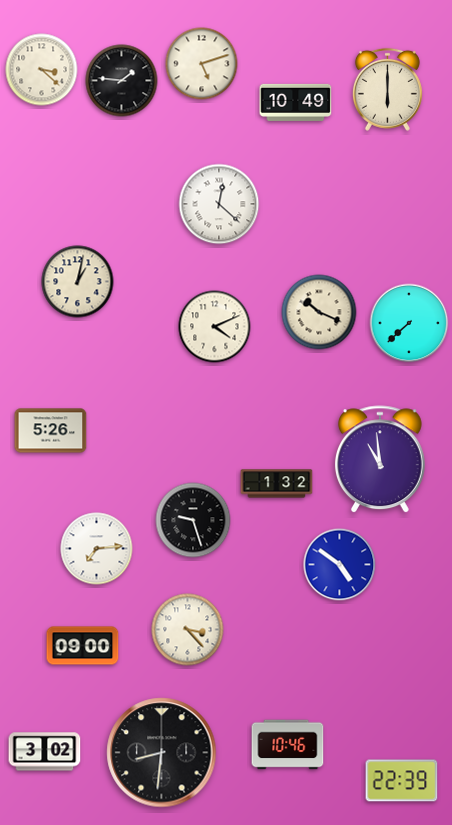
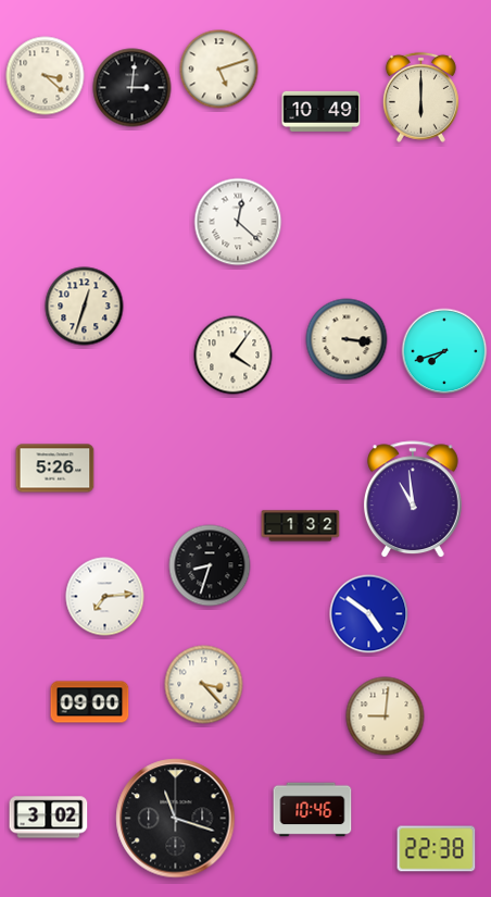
clock at (122, 81): 1:46 -> 3:01
clock at (78, 282): 1:02 -> 12:33
clock at (319, 312): 10:19 -> 3:16
clock at (409, 323): 7:38 -> 7:42
clock at (215, 327): 4:11 -> 4:06
clock at (193, 520): 9:27 -> 8:33
clock at (386, 717): none -> 9:01
clock at (162, 753): 8:31 -> 11:18
clock at (402, 781): 22:39 -> 22:38
